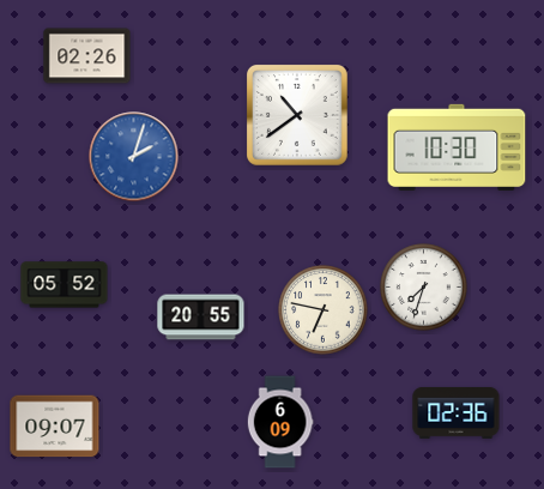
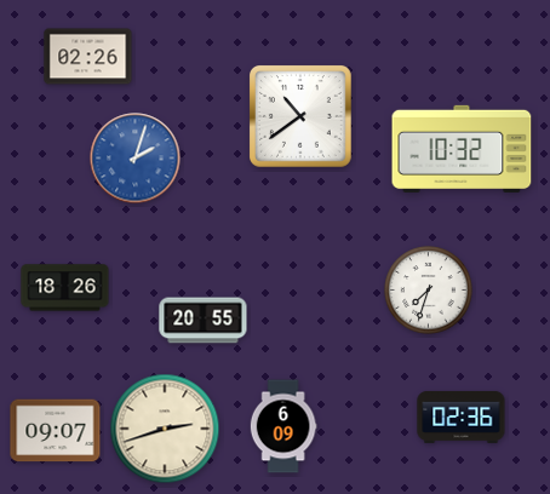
clock at (457, 147): 10:30 -> 10:32
clock at (65, 285): 05:52 -> 18:26
clock at (324, 310): 6:47 -> none
clock at (165, 429): none -> 2:42
